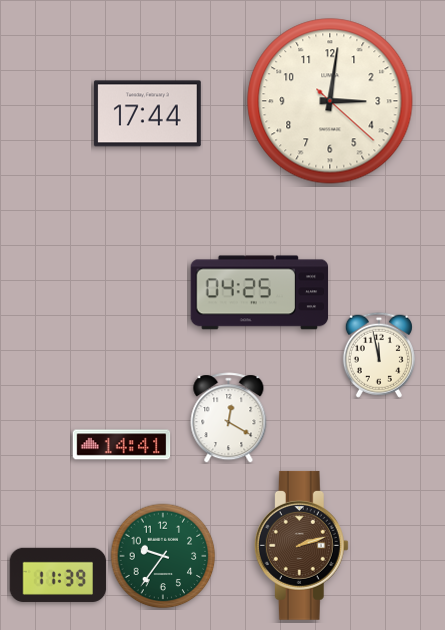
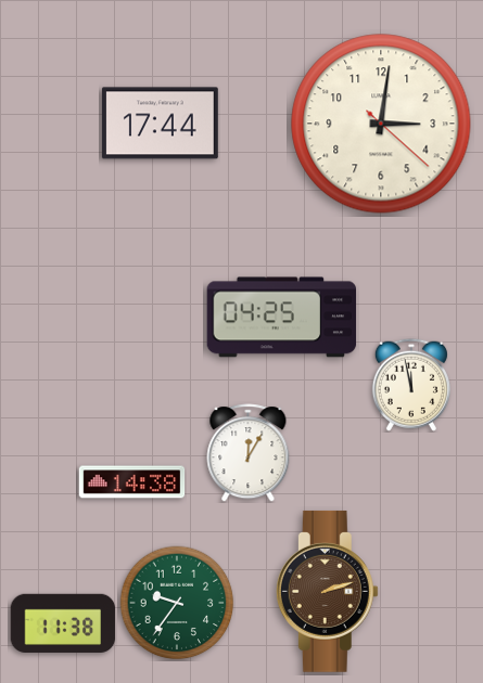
clock at (330, 101) position: (330, 101) -> (381, 124)
clock at (229, 418): 12:20 -> 12:05
clock at (122, 445): 14:41 -> 14:38
clock at (58, 575): 11:39 -> 11:38
